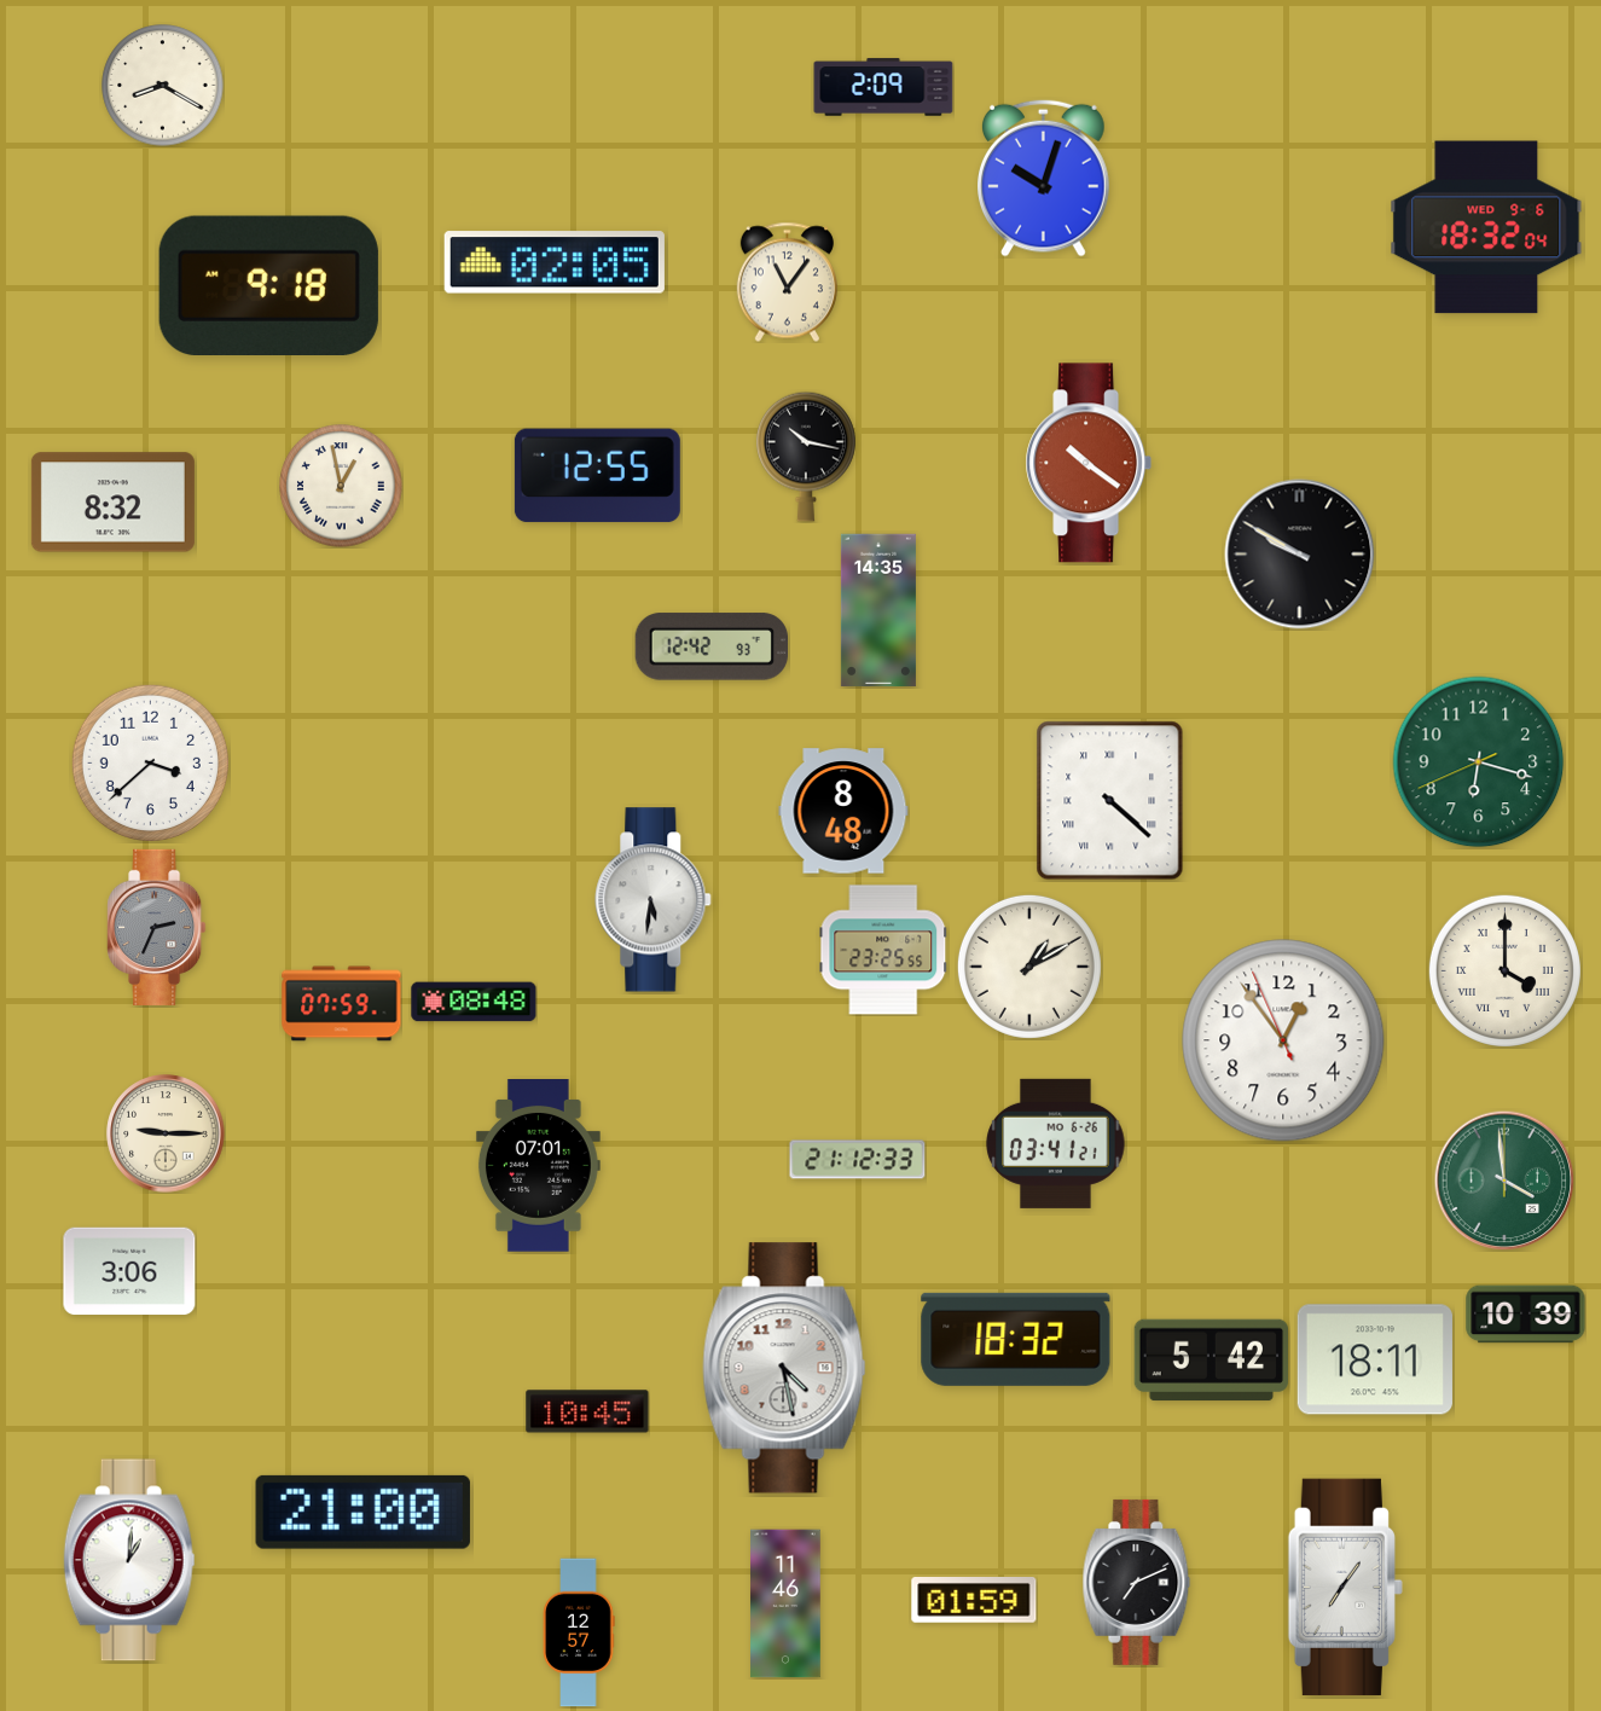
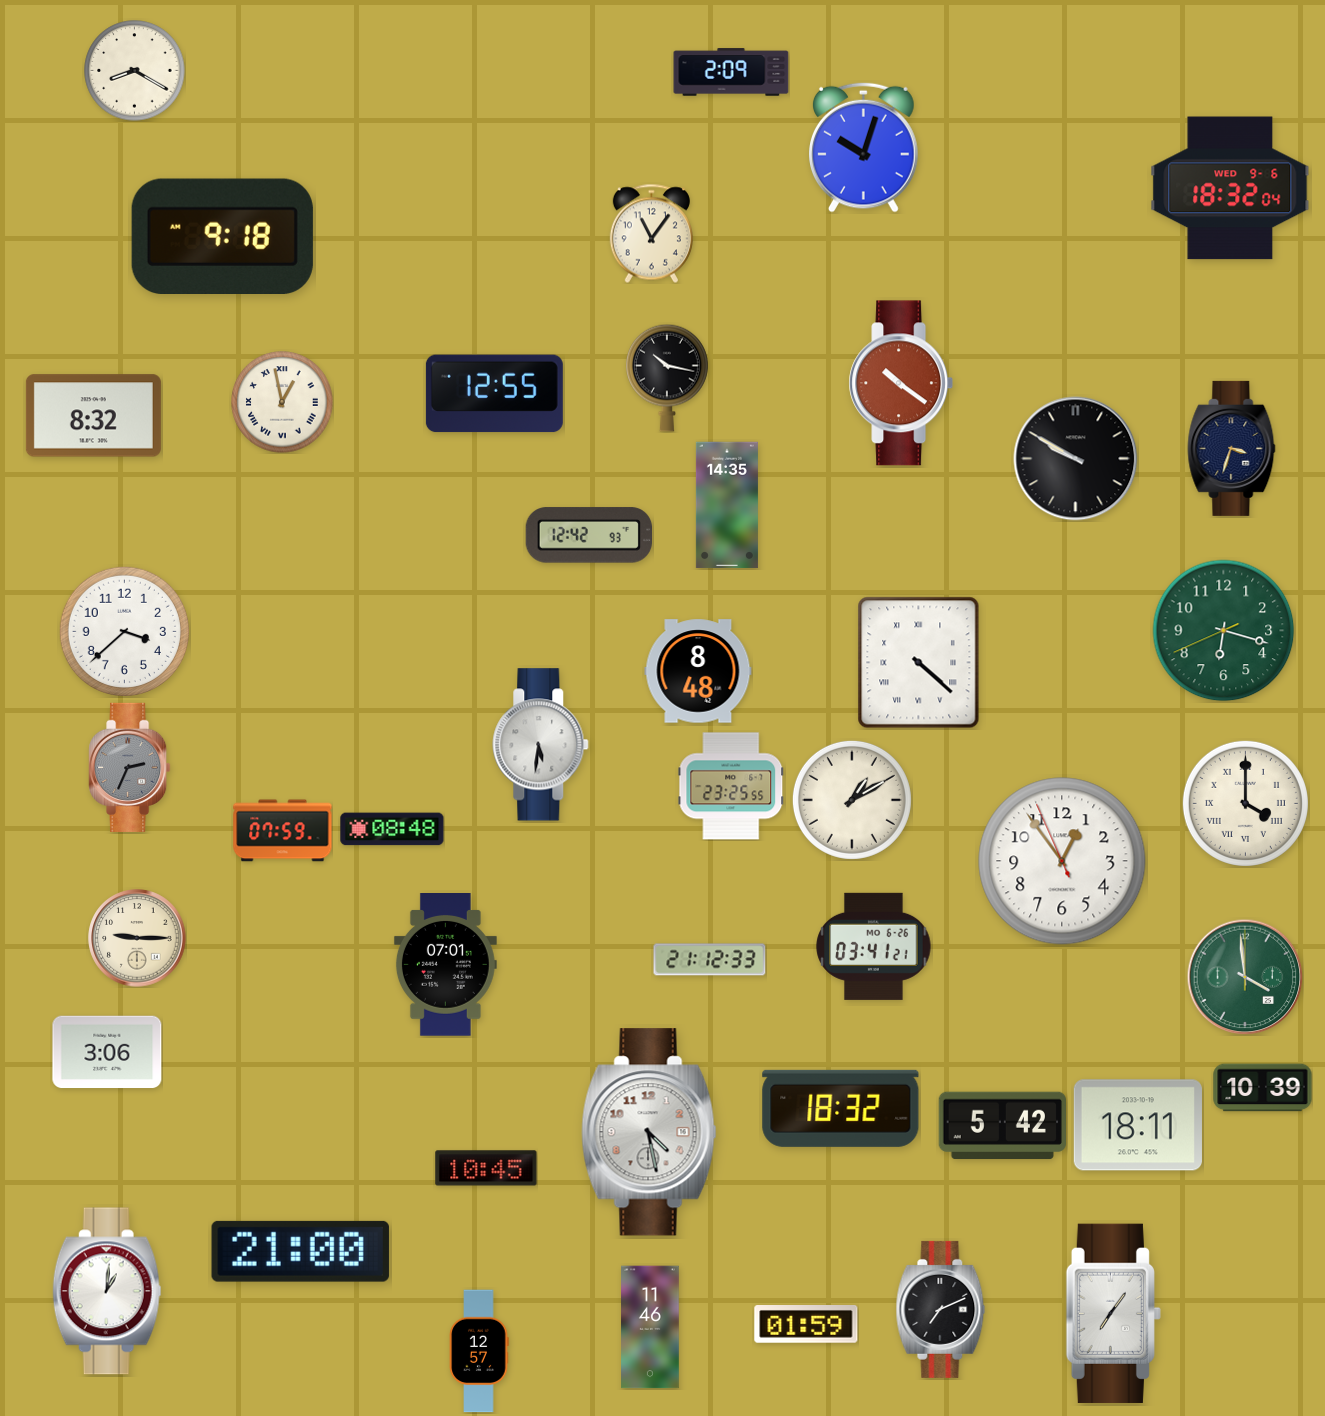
clock at (555, 262): 02:05 -> none
clock at (1232, 448): none -> 3:33
